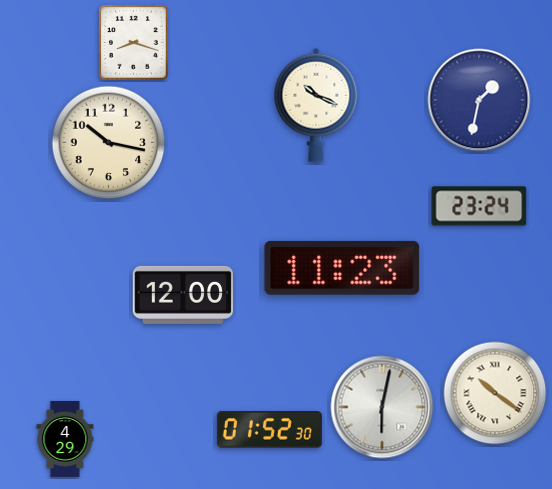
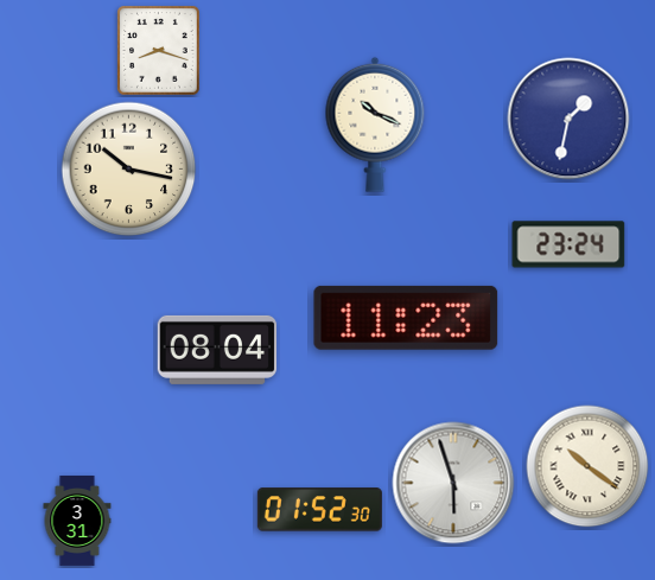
clock at (183, 295): 12:00 -> 08:04
clock at (382, 407): 6:02 -> 5:57
clock at (65, 439): 4:29 -> 3:31
